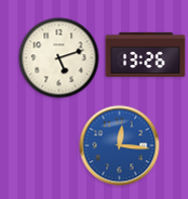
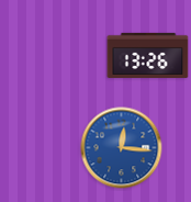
clock at (59, 58): 5:12 -> none
